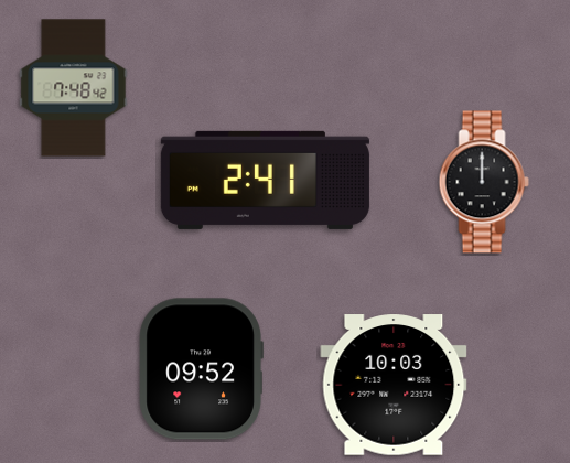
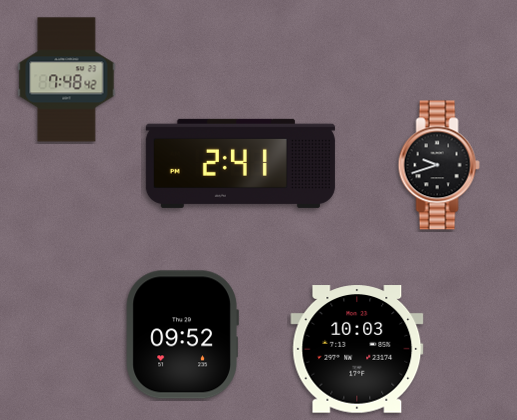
clock at (484, 182): 12:00 -> 9:42
